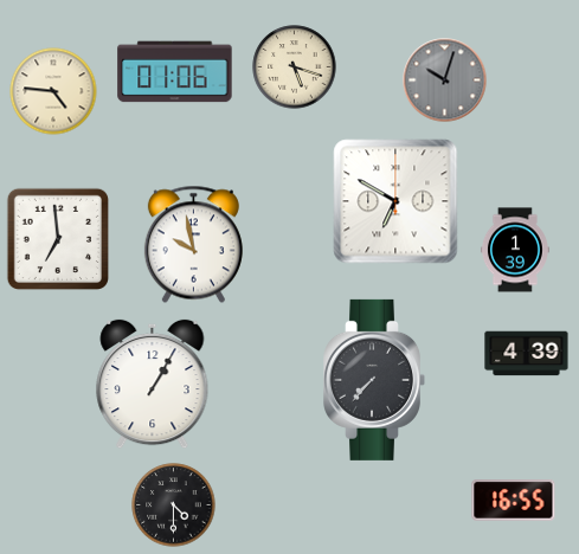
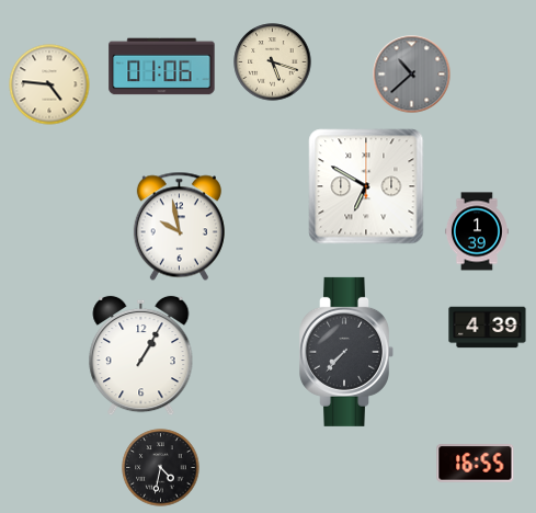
clock at (445, 80): 10:03 -> 10:38
clock at (57, 238): 6:59 -> none
clock at (174, 505): 4:30 -> 4:32
